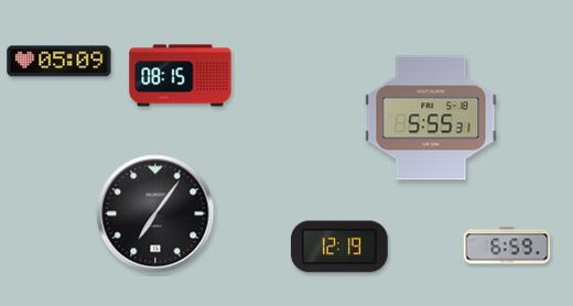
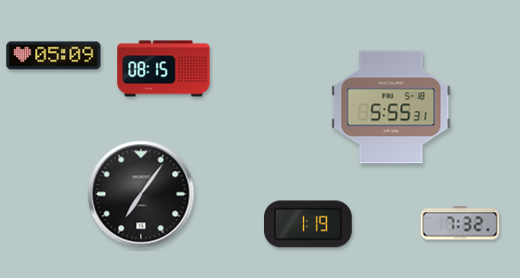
clock at (507, 245): 6:59 -> 7:32
clock at (340, 247): 12:19 -> 1:19
